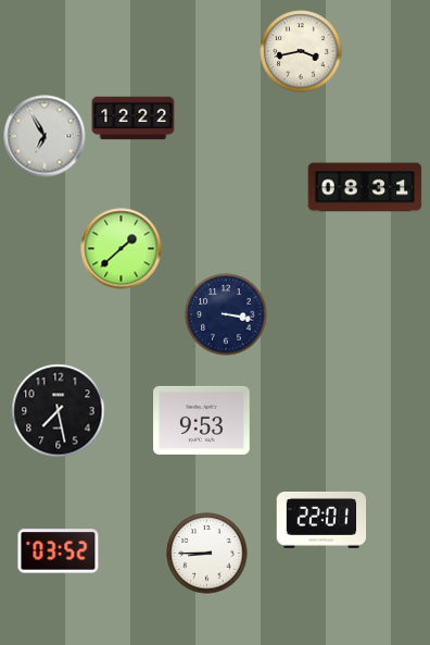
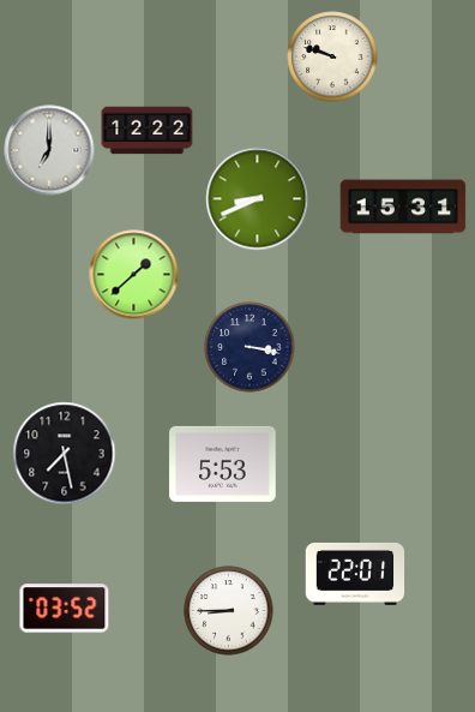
clock at (301, 51): 3:43 -> 9:48
clock at (45, 136): 6:55 -> 7:00
clock at (258, 199): none -> 8:41
clock at (365, 187): 08:31 -> 15:31
clock at (202, 420): 9:53 -> 5:53
